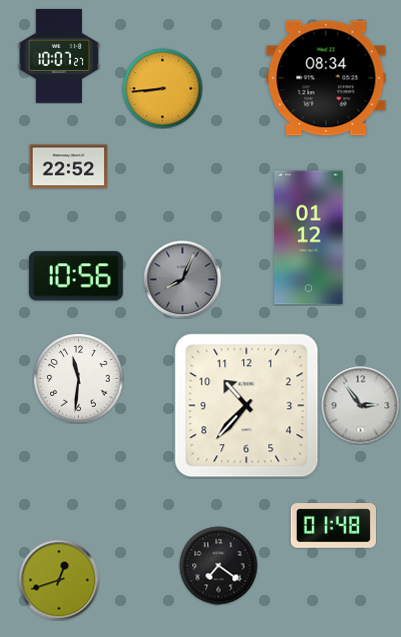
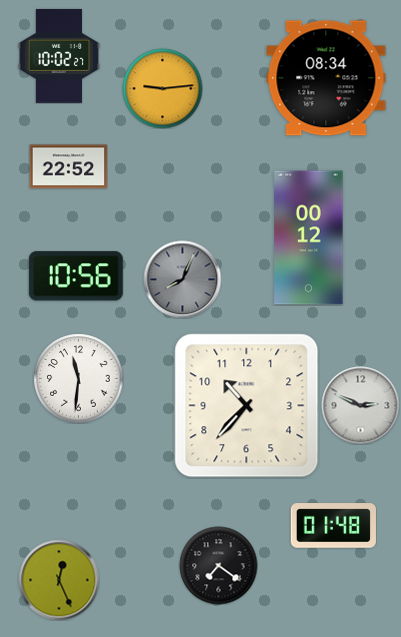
clock at (59, 56): 10:07 -> 10:02
clock at (162, 88): 8:44 -> 9:14
clock at (309, 238): 01:12 -> 00:12
clock at (360, 405): 2:54 -> 2:49
clock at (59, 580): 12:42 -> 12:26
